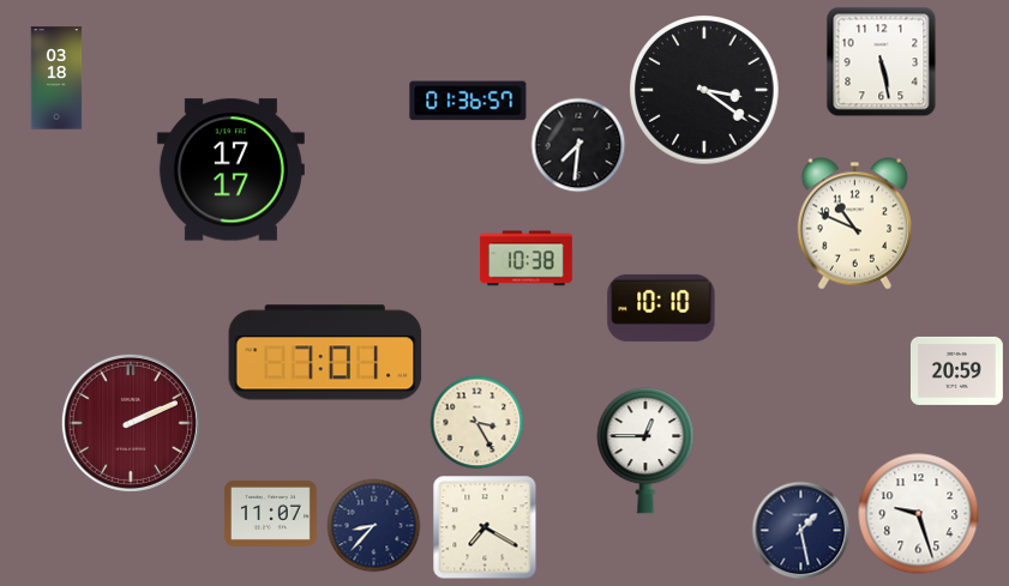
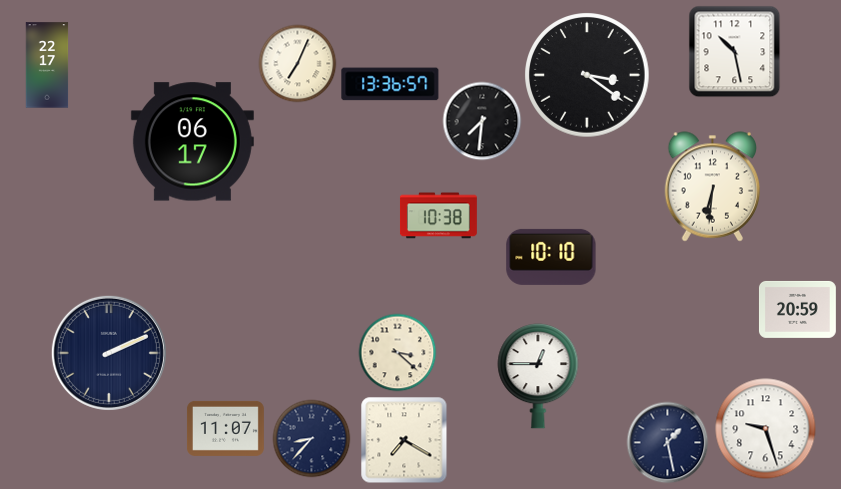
clock at (881, 61): 5:28 -> 10:28
clock at (297, 63): none -> 7:04
clock at (56, 78): 03:18 -> 22:17
clock at (468, 101): 01:36 -> 13:36
clock at (230, 170): 17:17 -> 06:17
clock at (854, 224): 10:49 -> 6:31
clock at (325, 352): 7:01 -> none
clock at (476, 422): 3:25 -> 3:22
clock at (131, 423) dial: burgundy -> navy
